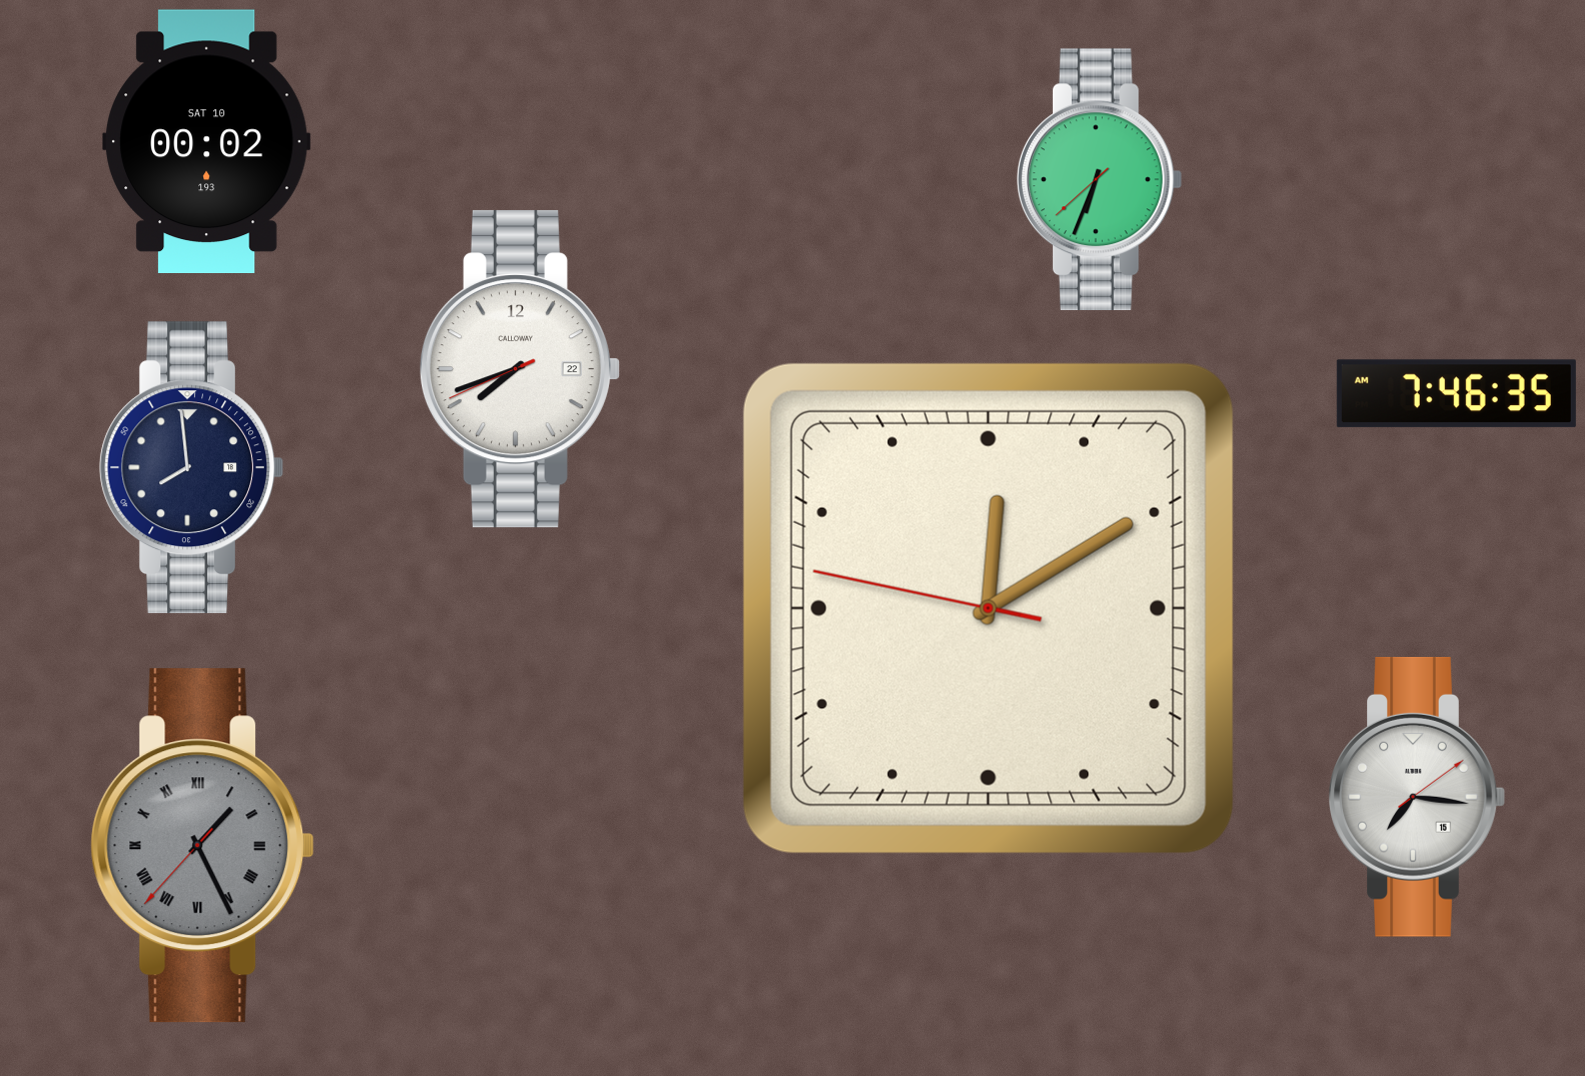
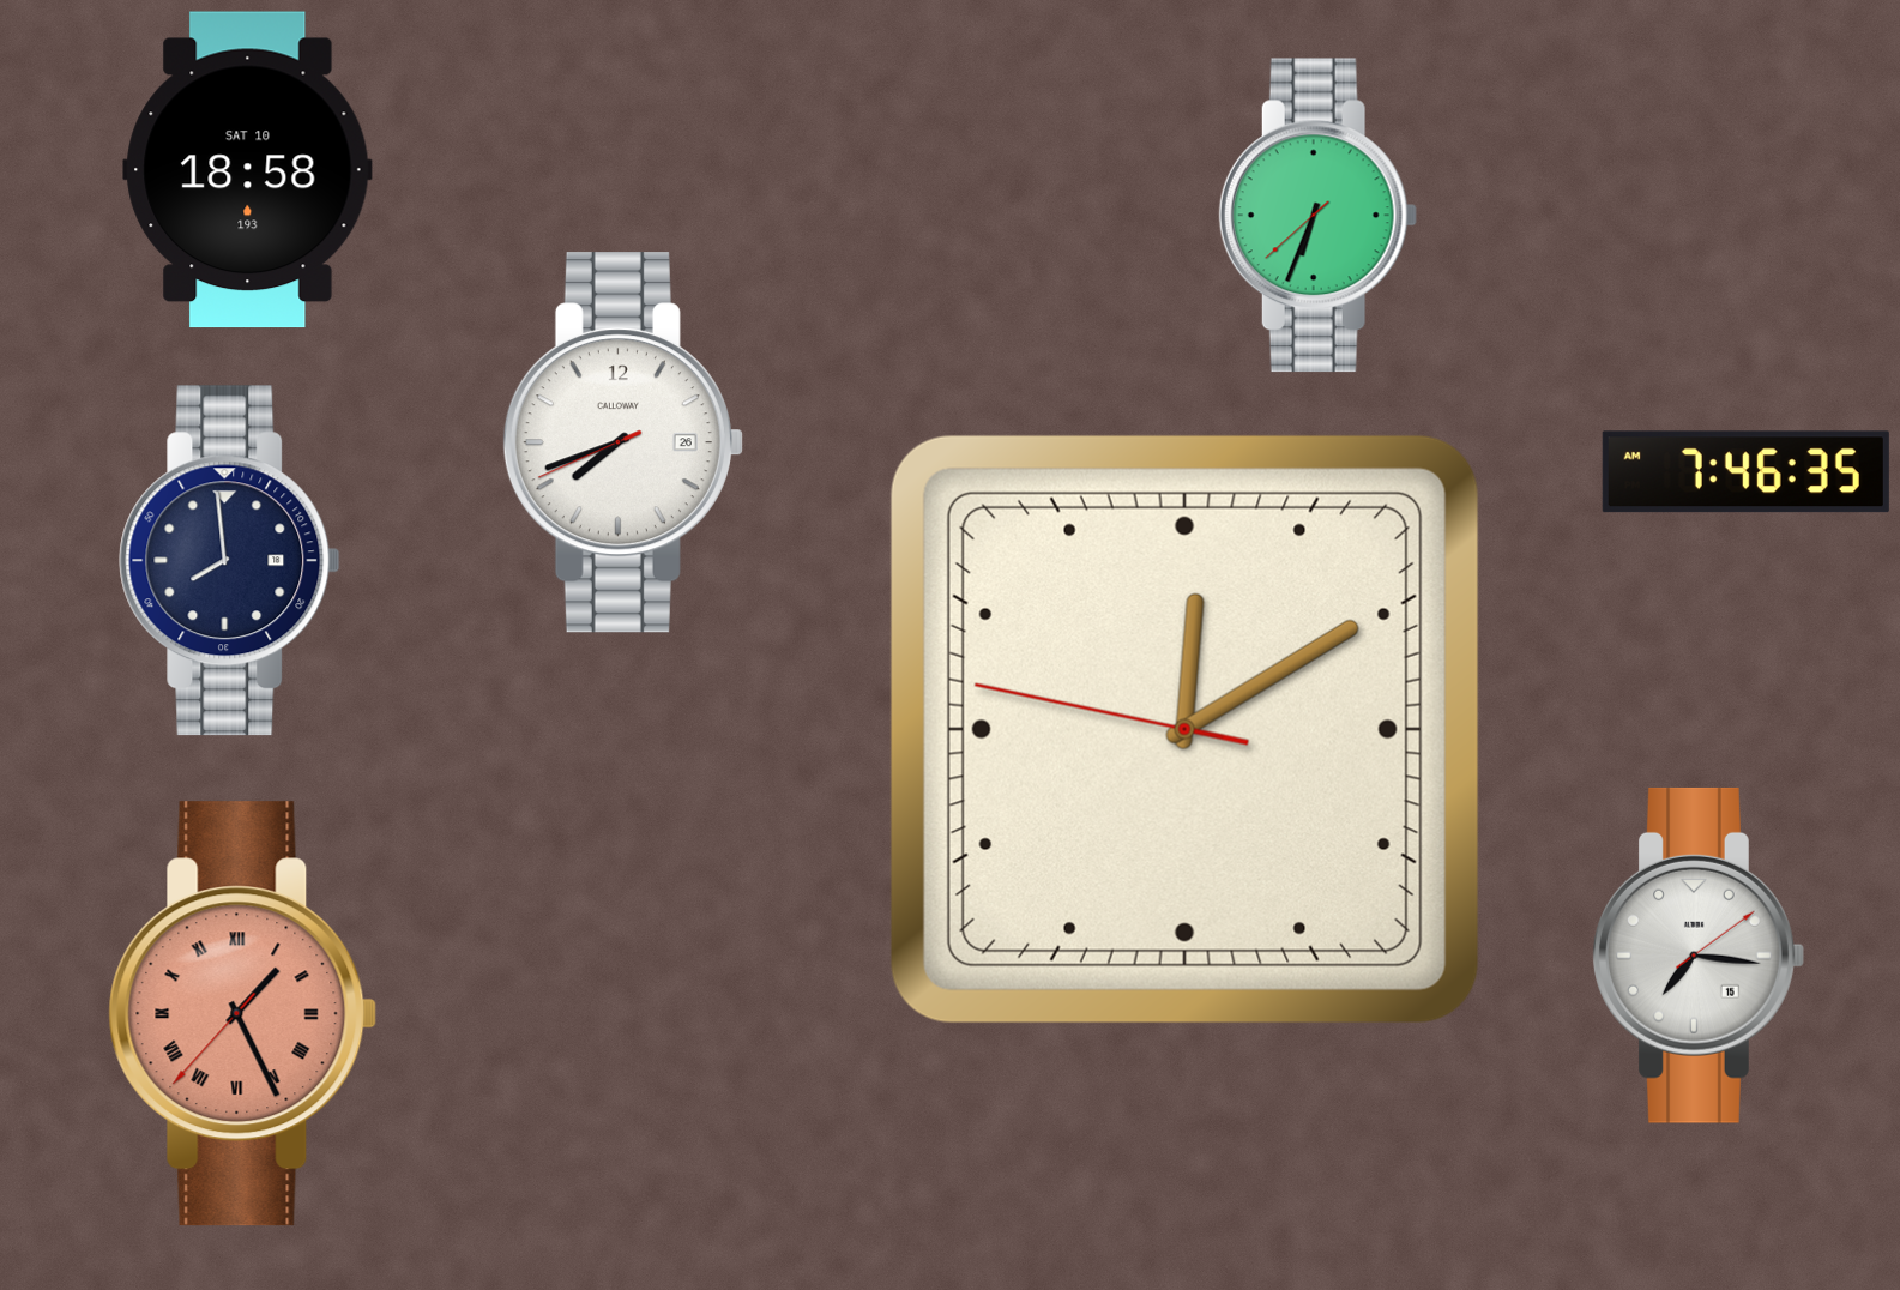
clock at (207, 142): 00:02 -> 18:58
clock at (520, 369) date: 22 -> 26
clock at (203, 846) dial: grey -> salmon
